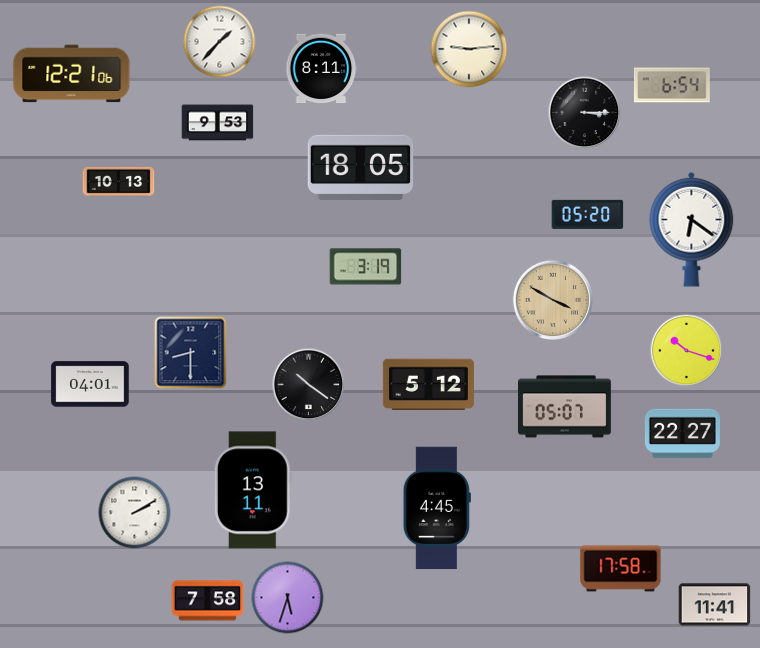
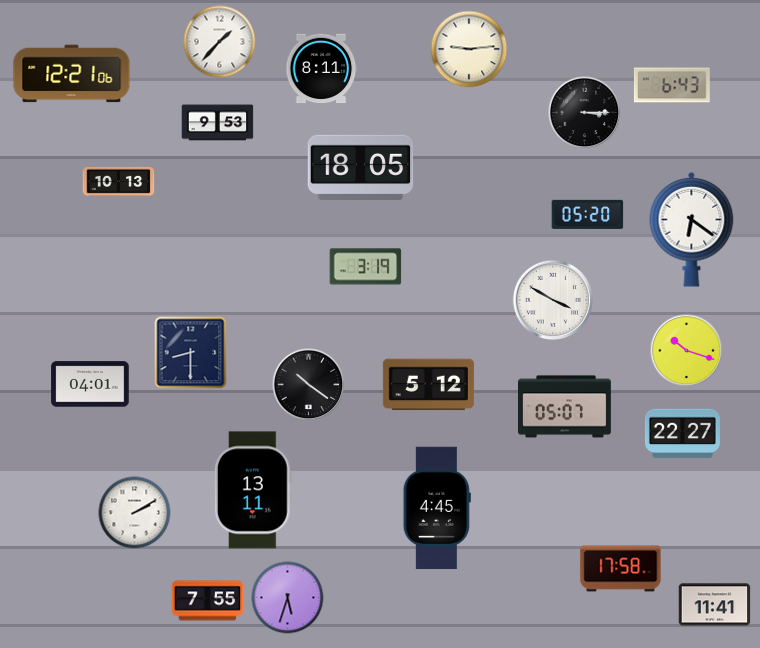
clock at (672, 85): 6:54 -> 6:43
clock at (552, 299) dial: champagne -> white
clock at (208, 601): 7:58 -> 7:55
